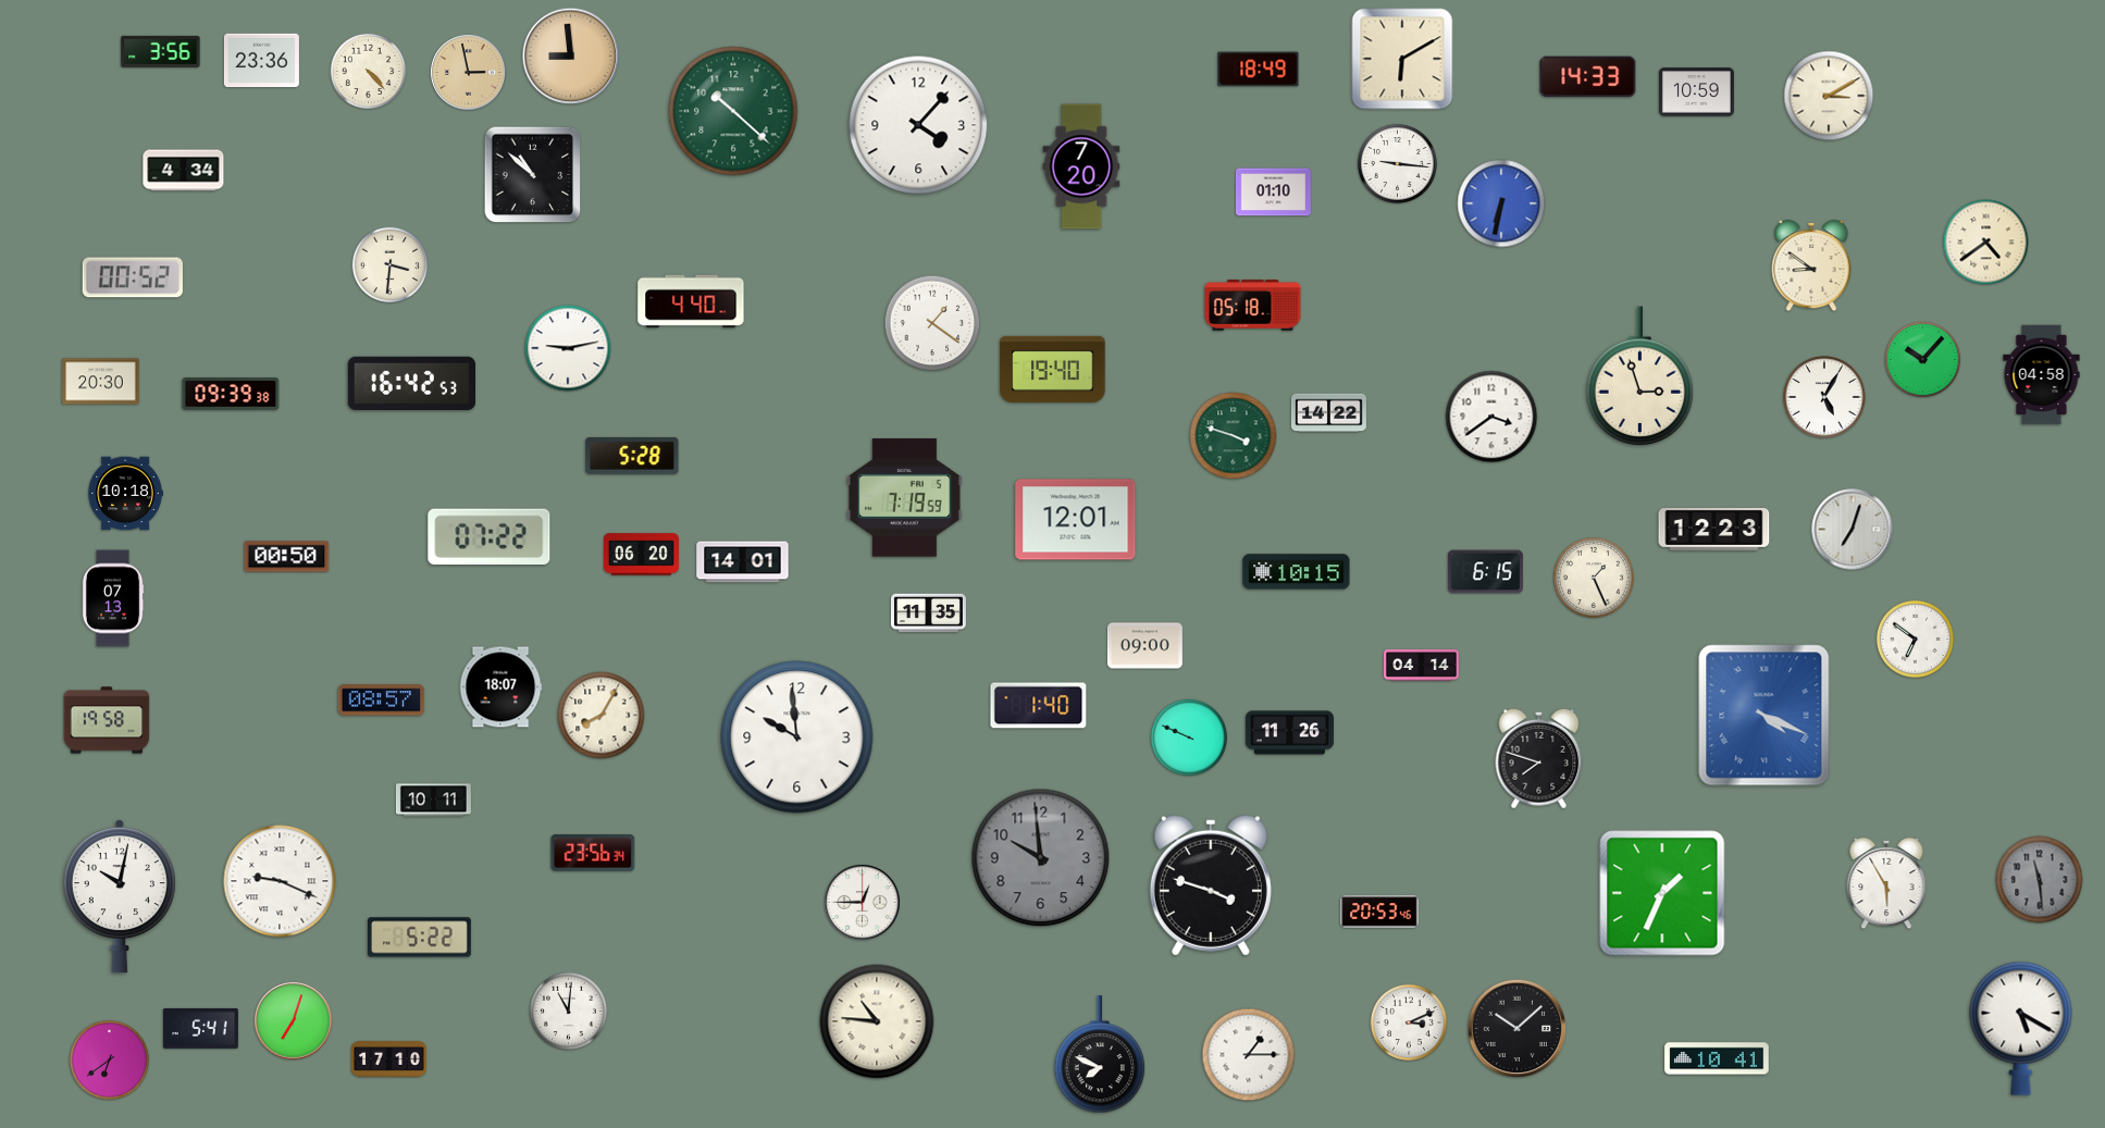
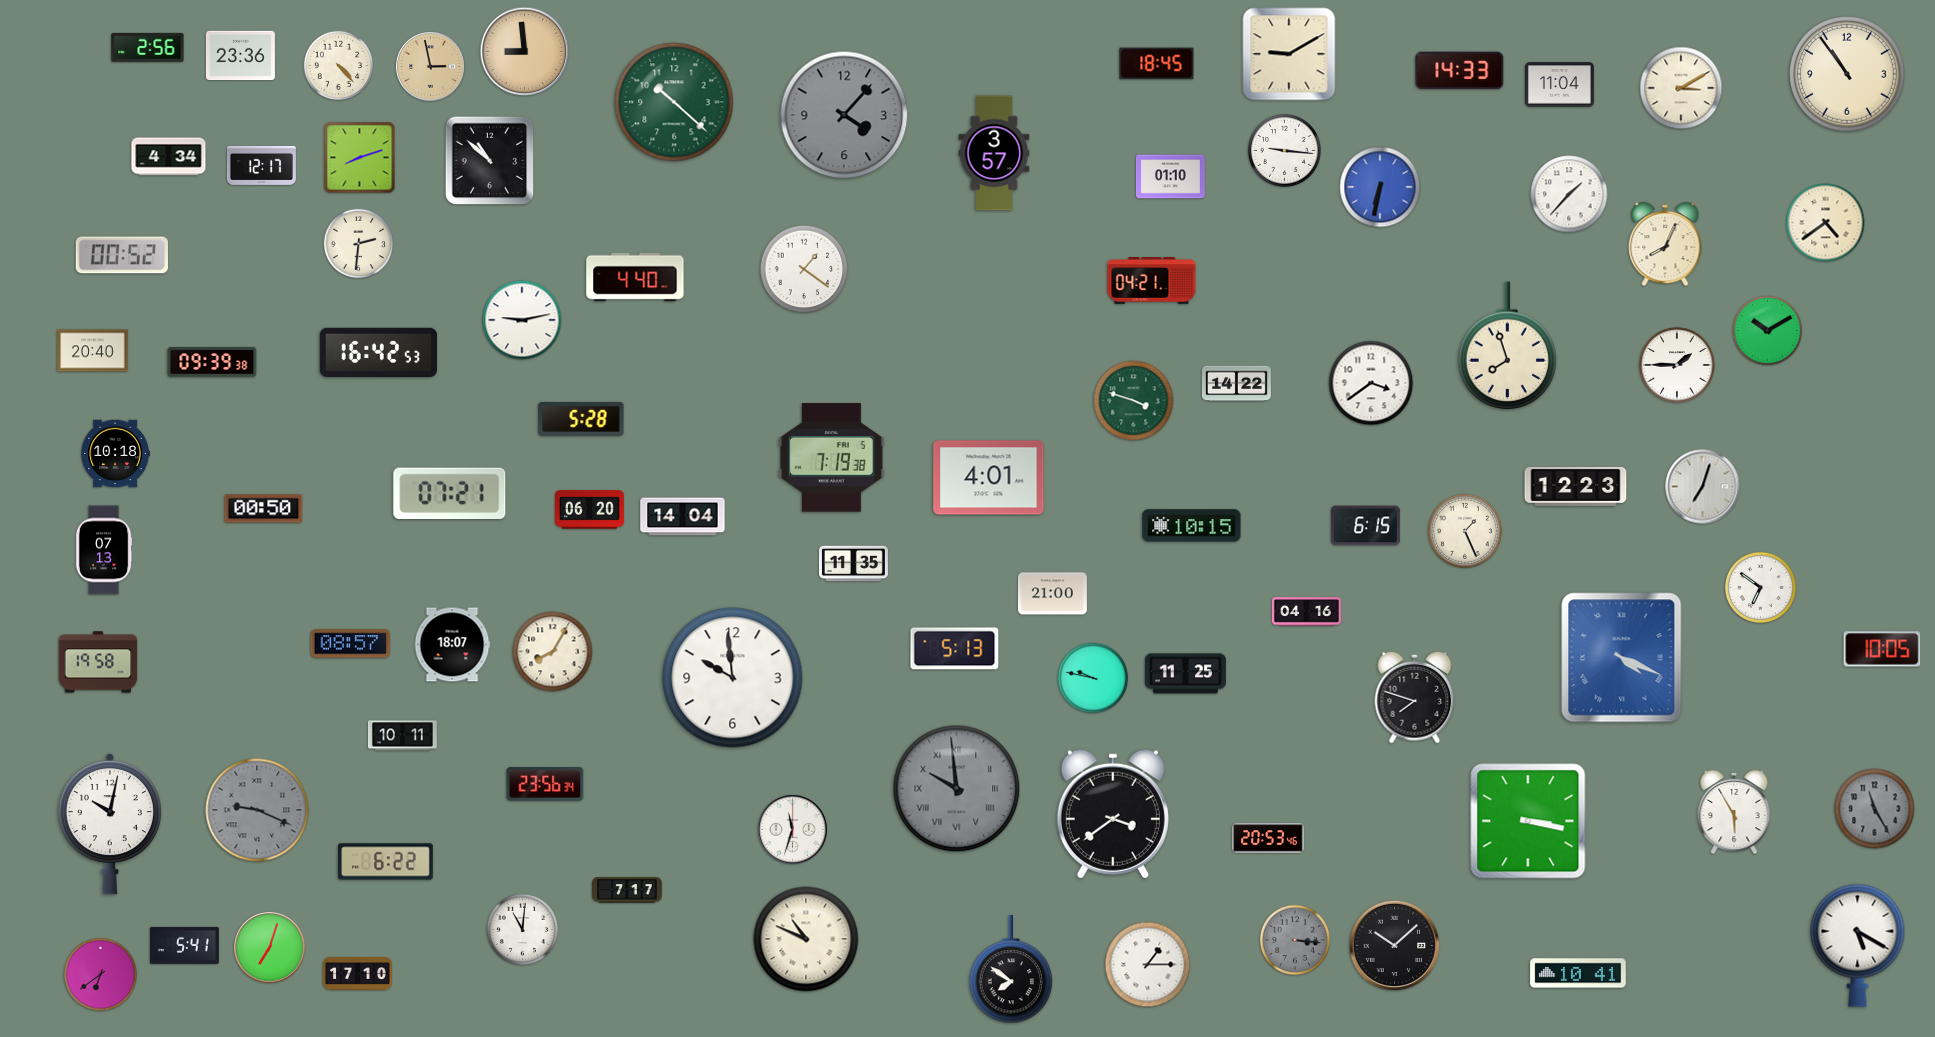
clock at (161, 51): 3:56 -> 2:56
clock at (1402, 59): 6:10 -> 9:10
clock at (1259, 70): 18:49 -> 18:45
clock at (1848, 75): none -> 10:54
clock at (1696, 92): 10:59 -> 11:04
clock at (918, 125) dial: white -> grey
clock at (1081, 166): 7:20 -> 3:57
clock at (360, 158): none -> 8:12
clock at (261, 166): none -> 12:17
clock at (1569, 194): none -> 1:37
clock at (391, 265): 3:31 -> 2:31
clock at (1811, 265): 8:51 -> 8:04
clock at (1253, 306): 05:18 -> 04:21
clock at (932, 323) position: (932, 323) -> (804, 269)
clock at (1923, 360): 10:07 -> 10:10
clock at (1053, 369): 19:40 -> none
clock at (2042, 375): 04:58 -> none
clock at (1640, 376): 2:57 -> 7:57
clock at (101, 382): 20:30 -> 20:40
clock at (1824, 397): 5:05 -> 1:45
clock at (1328, 413) position: (1328, 413) -> (1236, 384)
clock at (905, 498): 7:19:59 -> 7:19:38
clock at (1076, 520): 12:01 -> 4:01
clock at (490, 537): 07:22 -> 07:21
clock at (287, 557) position: (287, 557) -> (264, 509)
clock at (743, 562): 14:01 -> 14:04
clock at (1144, 646): 09:00 -> 21:00
clock at (1421, 666): 04:14 -> 04:16
clock at (500, 687) position: (500, 687) -> (452, 645)
clock at (1039, 706): 1:40 -> 5:13
clock at (1882, 649): none -> 10:05
clock at (602, 716) position: (602, 716) -> (553, 652)
clock at (1289, 733): 11:26 -> 11:25
clock at (1188, 736): 9:49 -> 9:47
clock at (433, 801) position: (433, 801) -> (402, 736)
clock at (1041, 858) numerals: Arabic -> Roman
clock at (2040, 880): 11:29 -> 11:25
clock at (280, 881) dial: white -> grey
clock at (1211, 885): 3:48 -> 3:39
clock at (1662, 893): 1:34 -> 3:17
clock at (863, 903): 12:45 -> 11:33
clock at (420, 938): 5:22 -> 6:22
clock at (627, 890): none -> 7:17
clock at (294, 1021) position: (294, 1021) -> (270, 948)
clock at (877, 1021): 10:46 -> 10:49
clock at (1408, 1021): 3:11 -> 3:16
clock at (1408, 1021) dial: white -> grey
clock at (1100, 1055): 7:49 -> 7:51
clock at (1249, 1055) position: (1249, 1055) -> (1148, 965)
